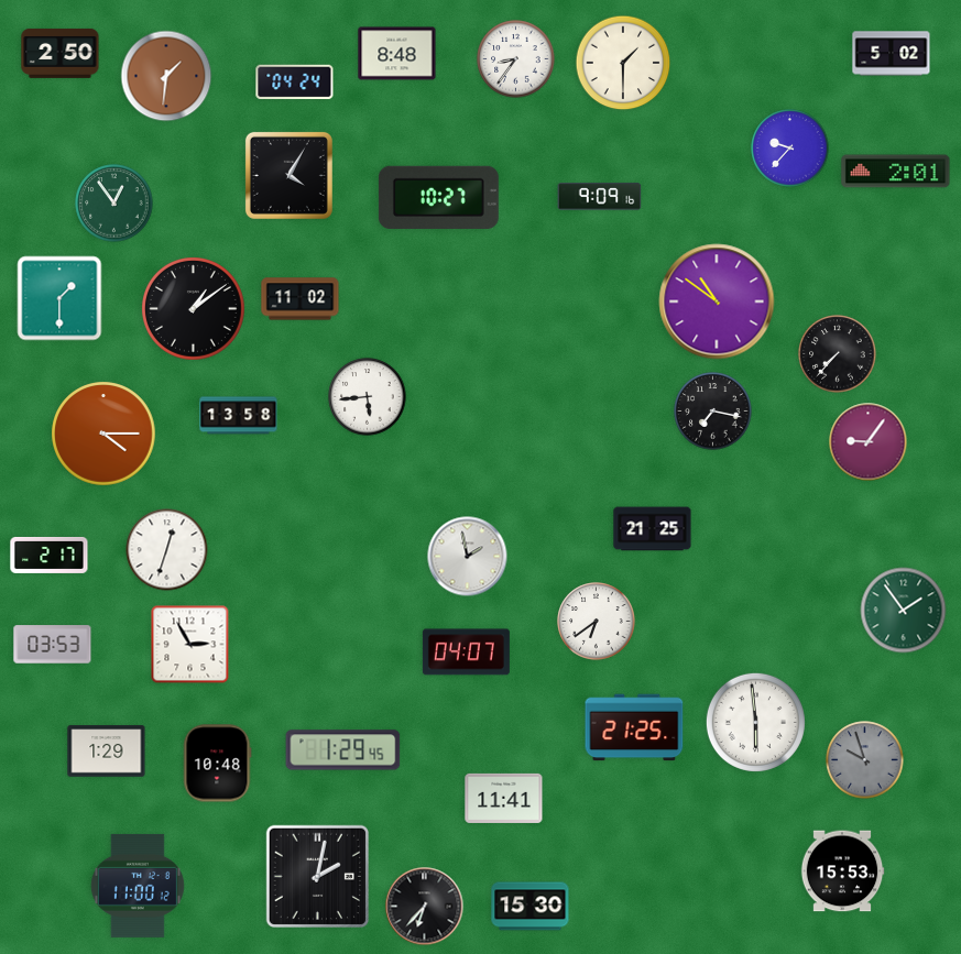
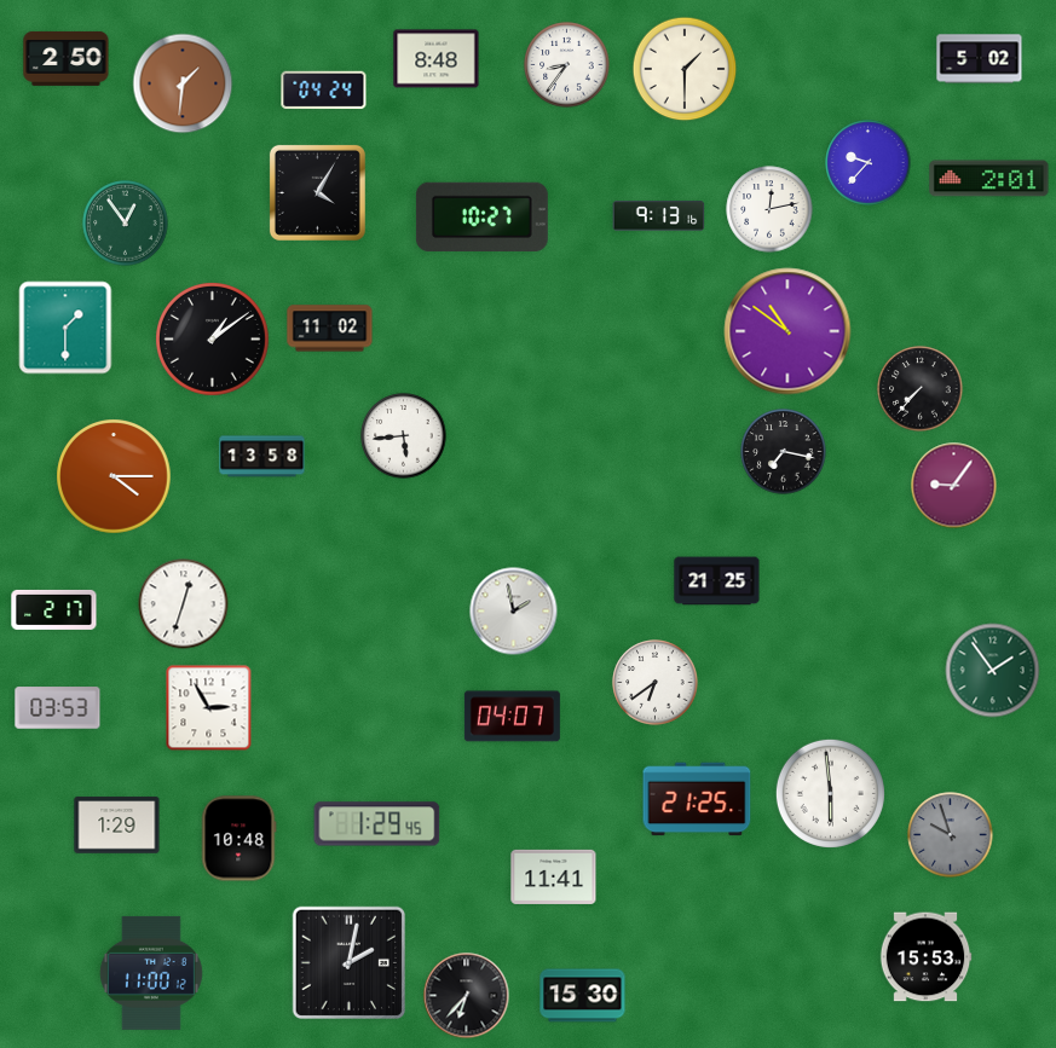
clock at (896, 172) position: (896, 172) -> (989, 179)
clock at (769, 209): none -> 12:13
clock at (600, 197): 9:09 -> 9:13
